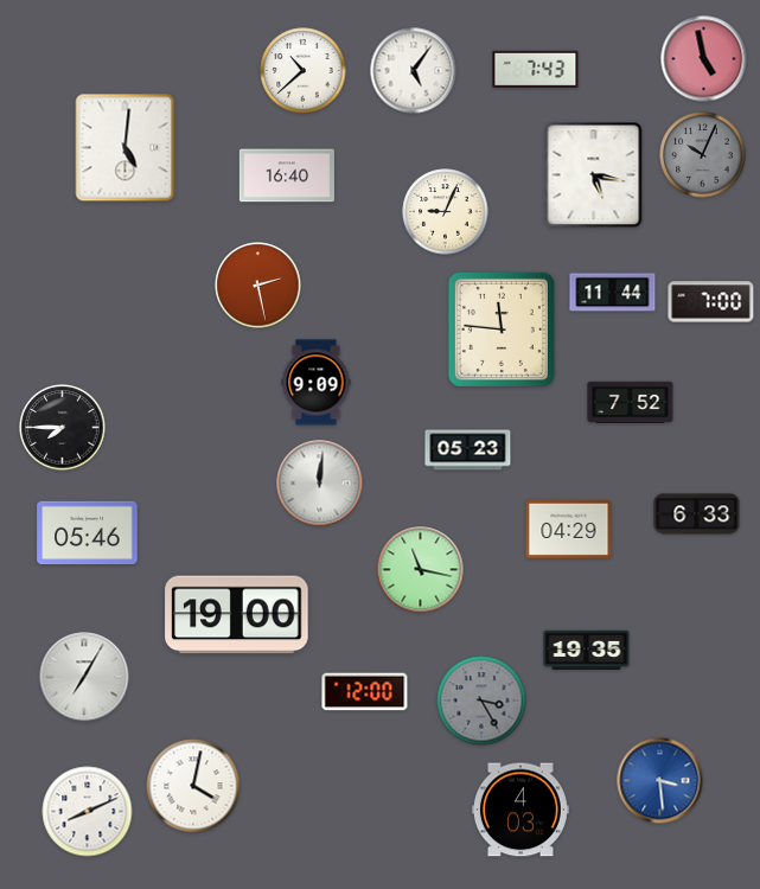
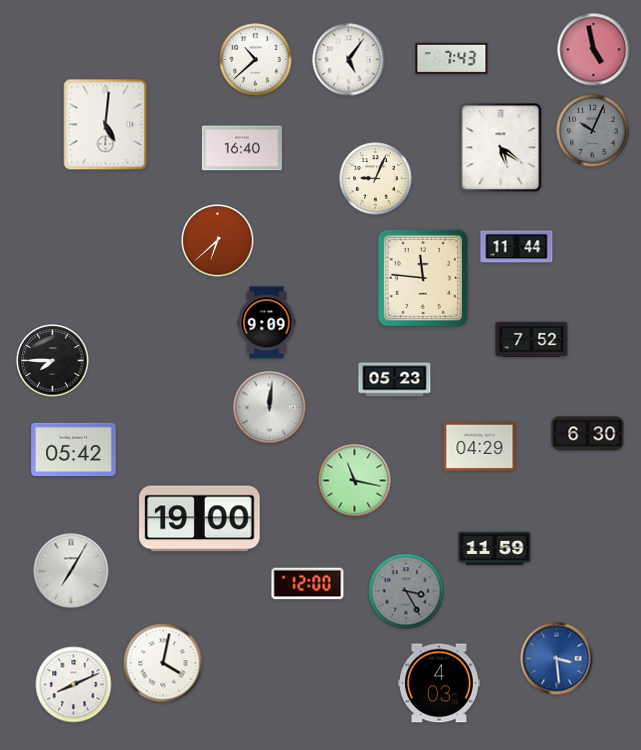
clock at (594, 175): 5:17 -> 5:21
clock at (258, 286): 2:28 -> 6:38
clock at (711, 302): 7:00 -> none
clock at (697, 514): 6:33 -> 6:30
clock at (88, 533): 05:46 -> 05:42
clock at (587, 650): 19:35 -> 11:59
